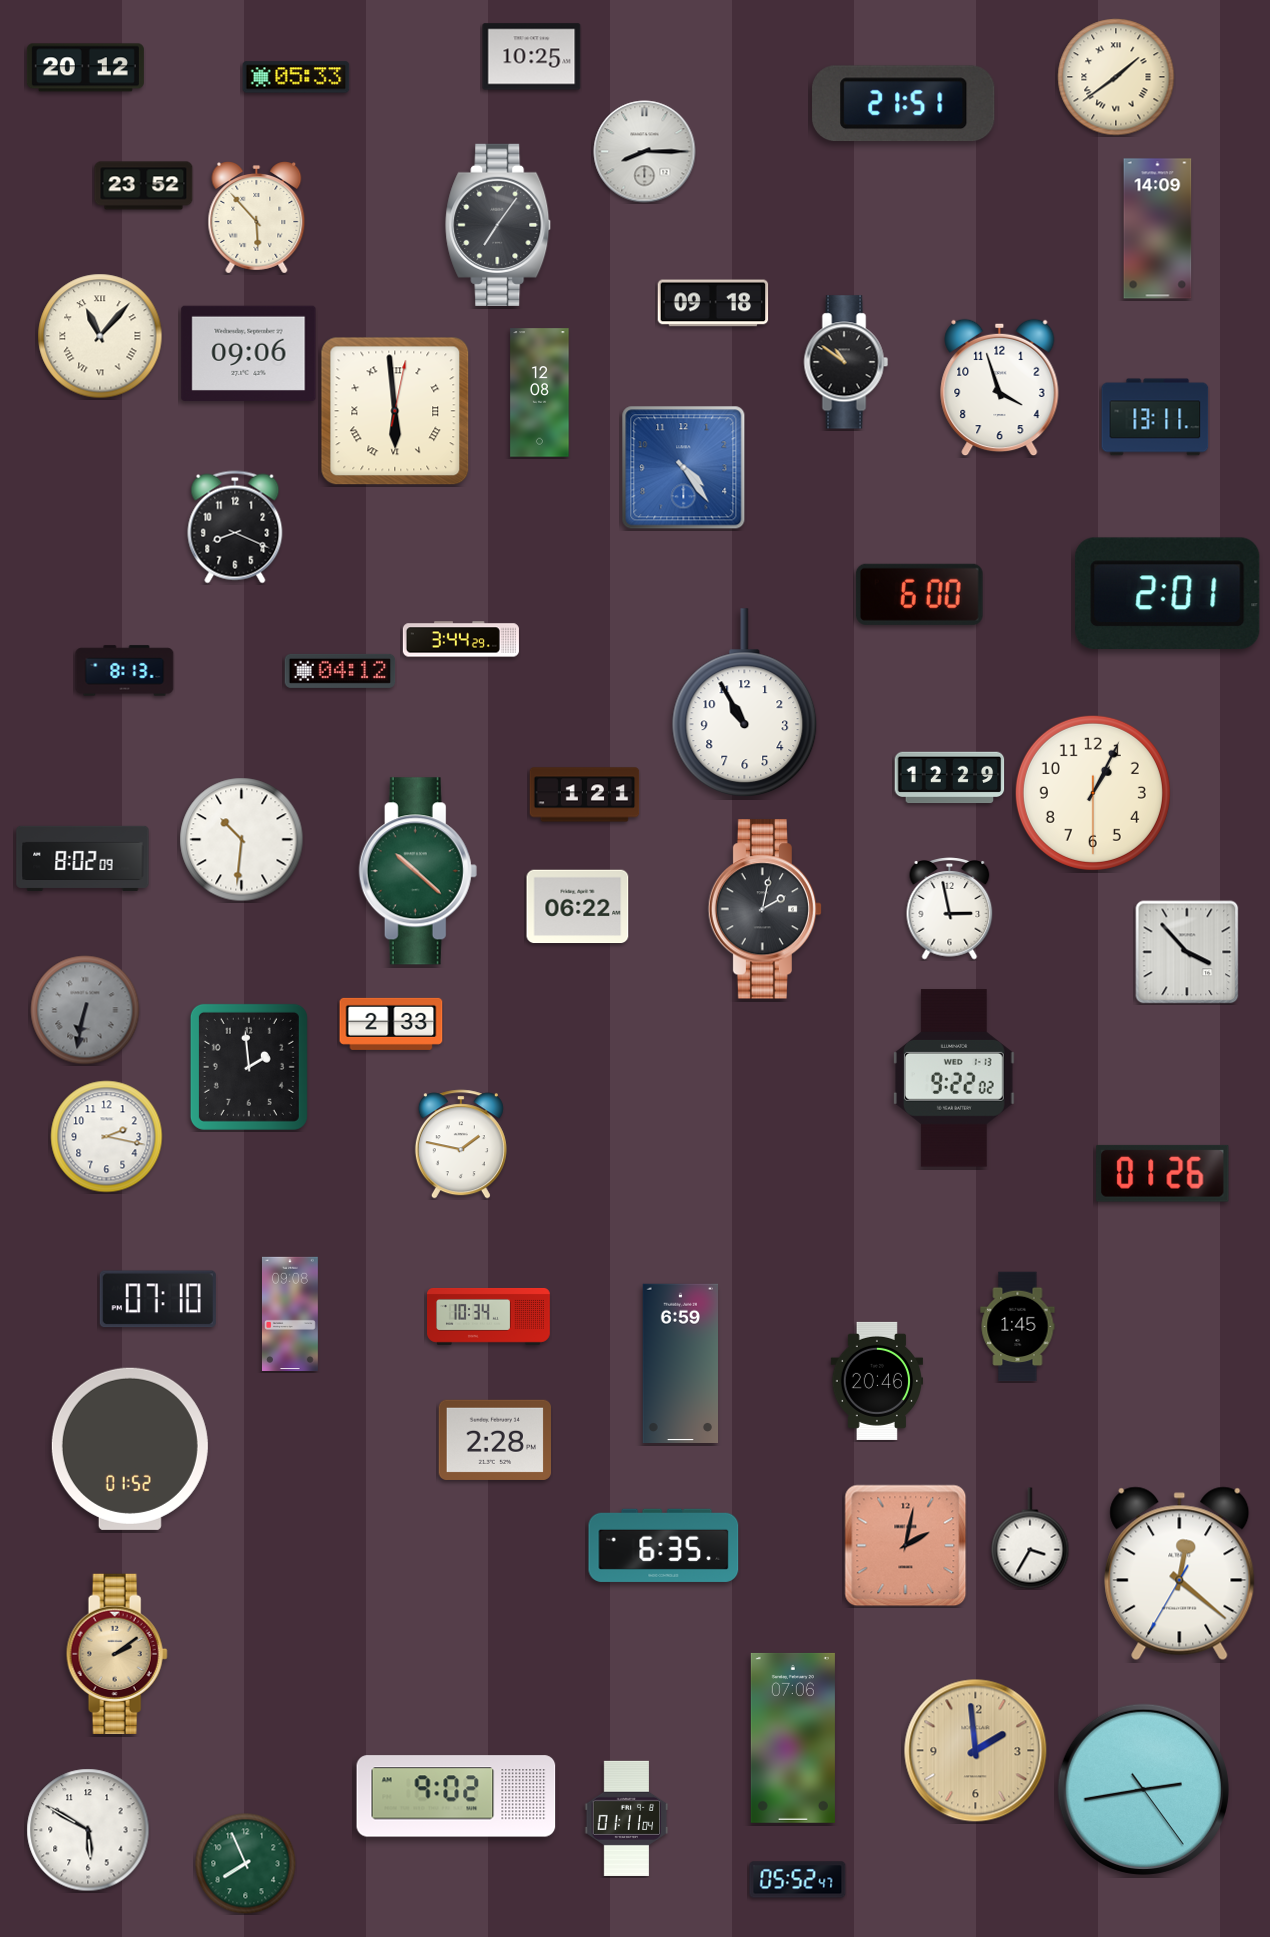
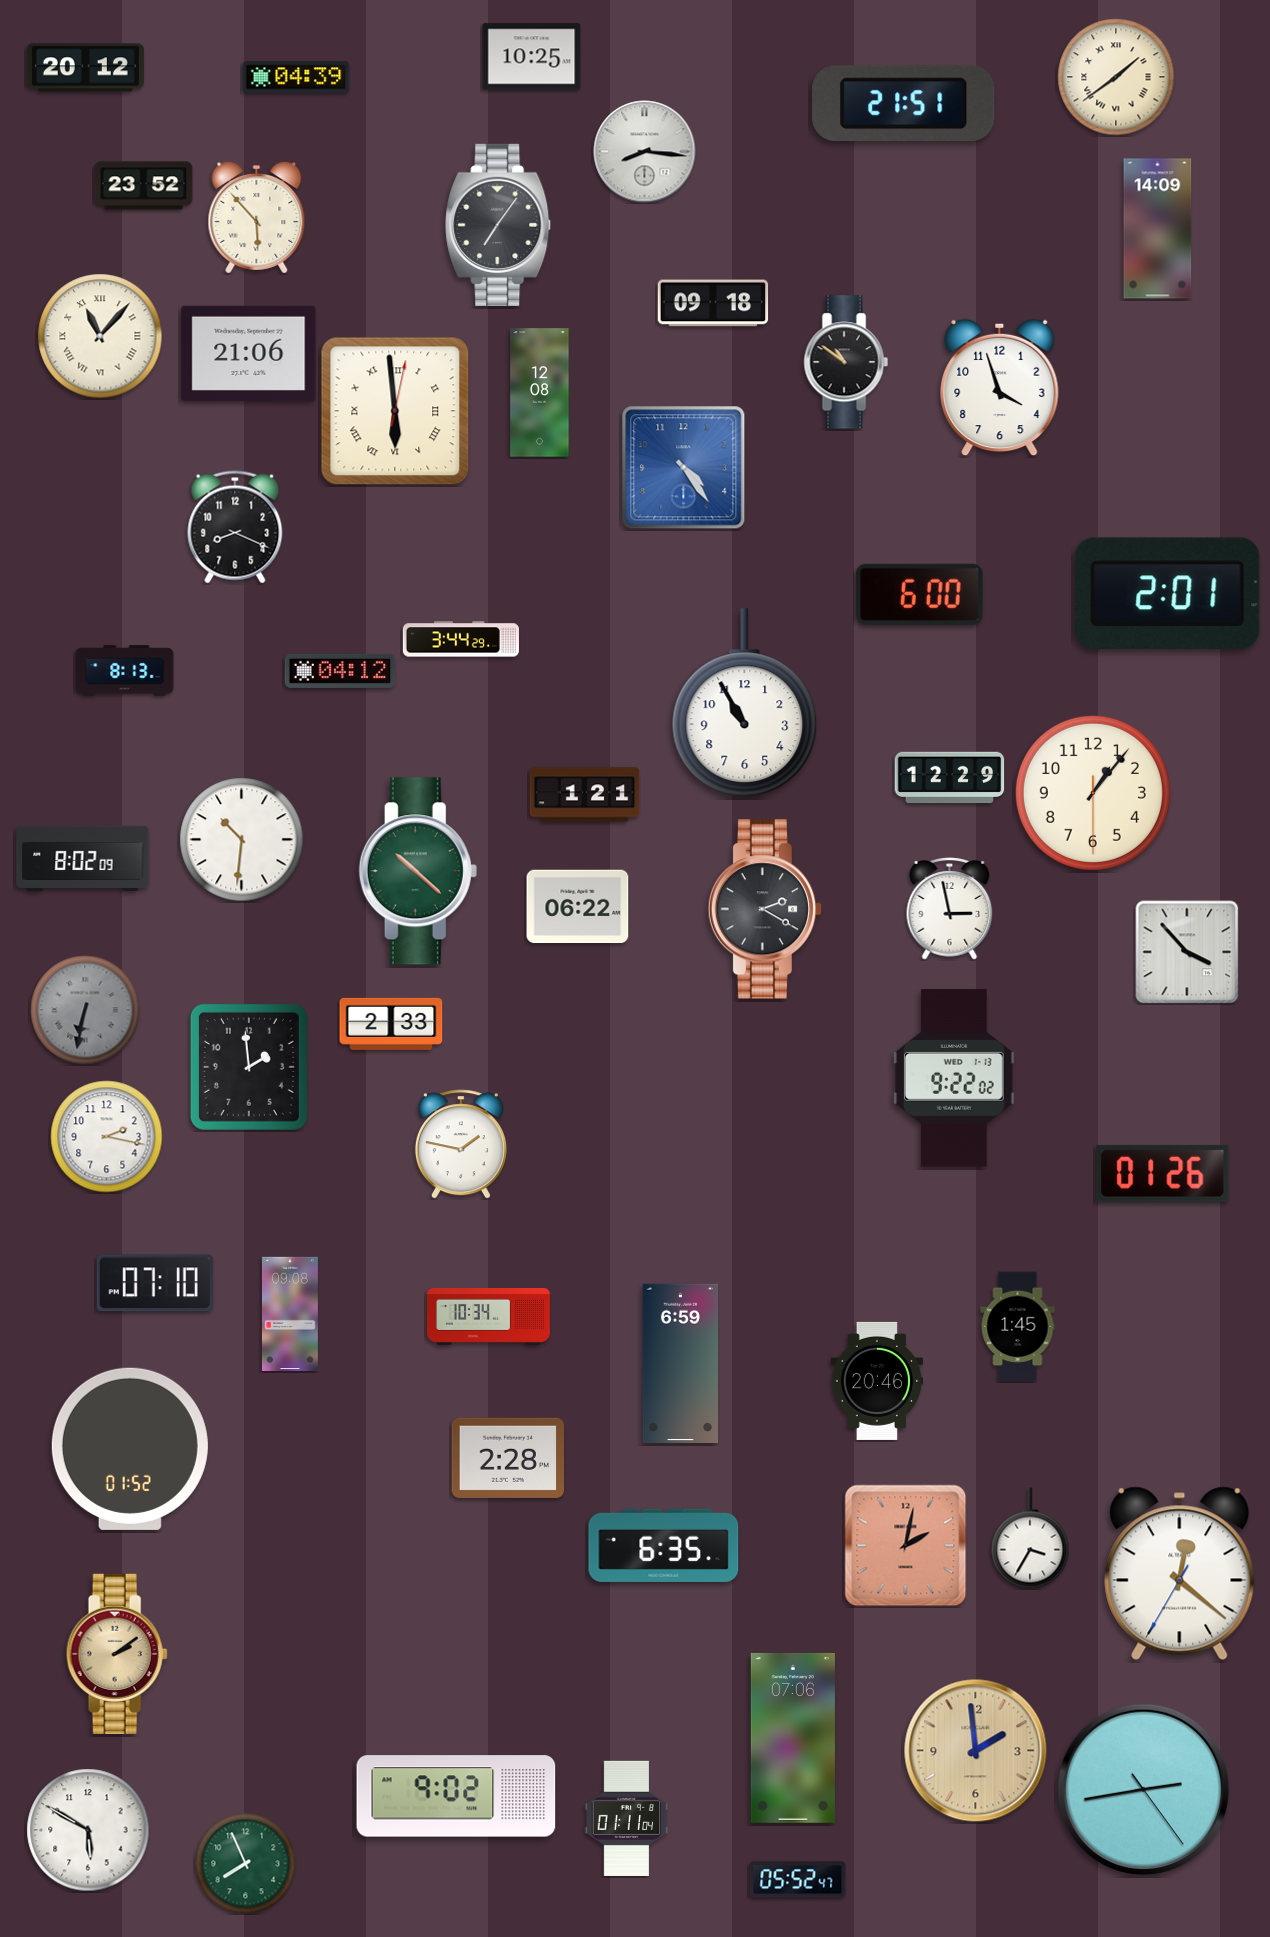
clock at (296, 77): 05:33 -> 04:39
clock at (645, 152): 8:15 -> 8:16
clock at (249, 353): 09:06 -> 21:06
clock at (1155, 417): 13:11 -> none
clock at (1093, 793): 1:04 -> 1:06
clock at (765, 909): 2:02 -> 2:20
clock at (158, 1299) position: (158, 1299) -> (155, 1283)
clock at (494, 1440) position: (494, 1440) -> (507, 1458)
